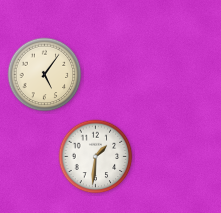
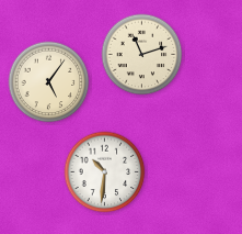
clock at (142, 55): none -> 11:12
clock at (96, 157): 1:31 -> 10:31
